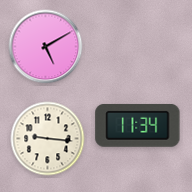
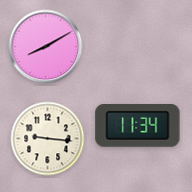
clock at (46, 47): 5:10 -> 8:10
